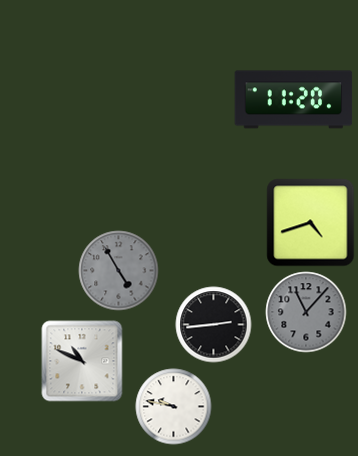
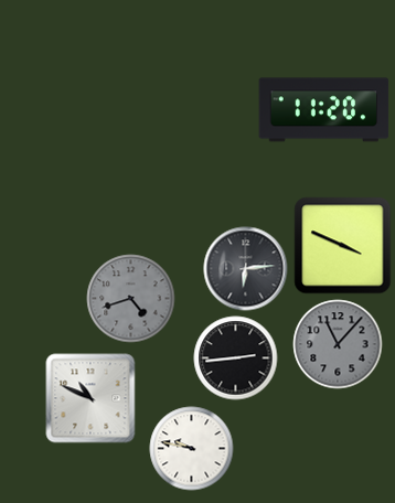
clock at (311, 223): 4:42 -> 3:49
clock at (246, 269): none -> 6:14
clock at (119, 271): 4:55 -> 4:42
